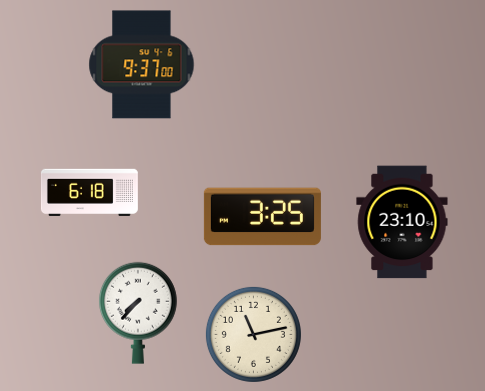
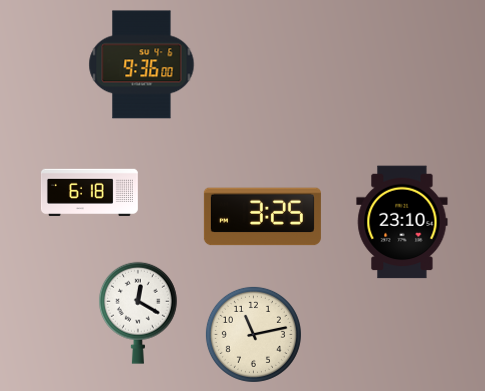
clock at (142, 65): 9:37 -> 9:36
clock at (138, 313): 7:37 -> 12:20
